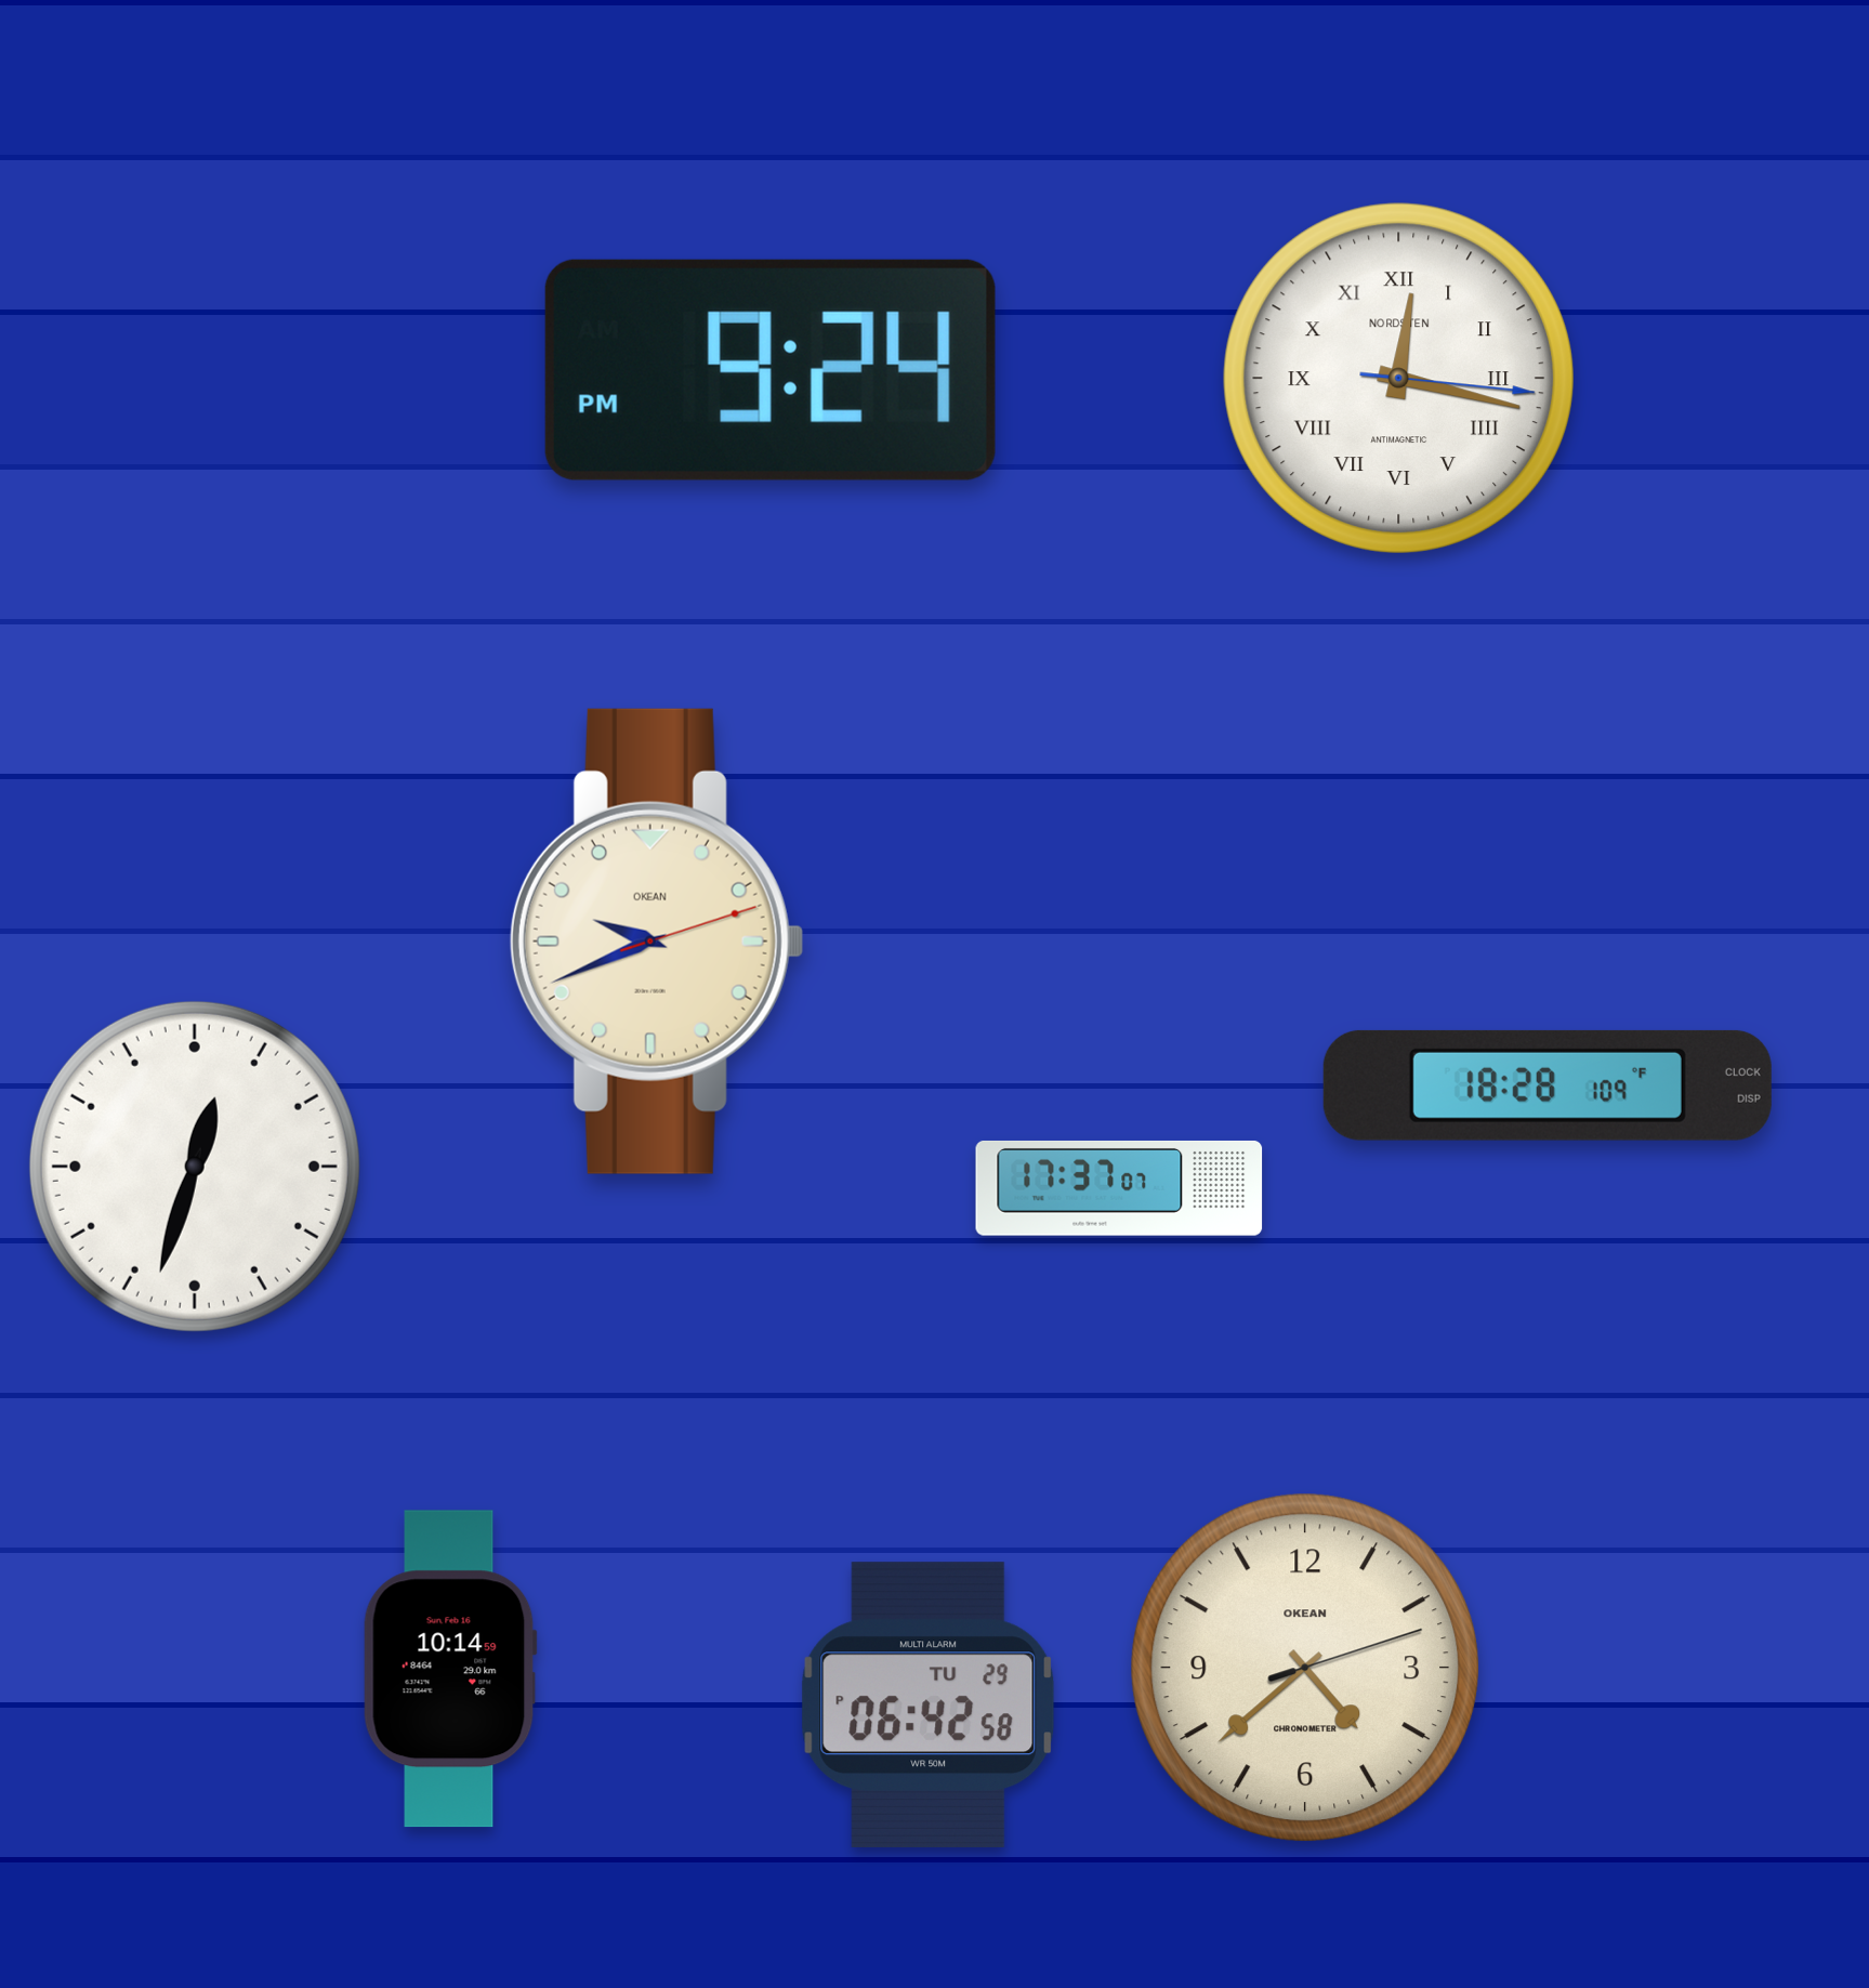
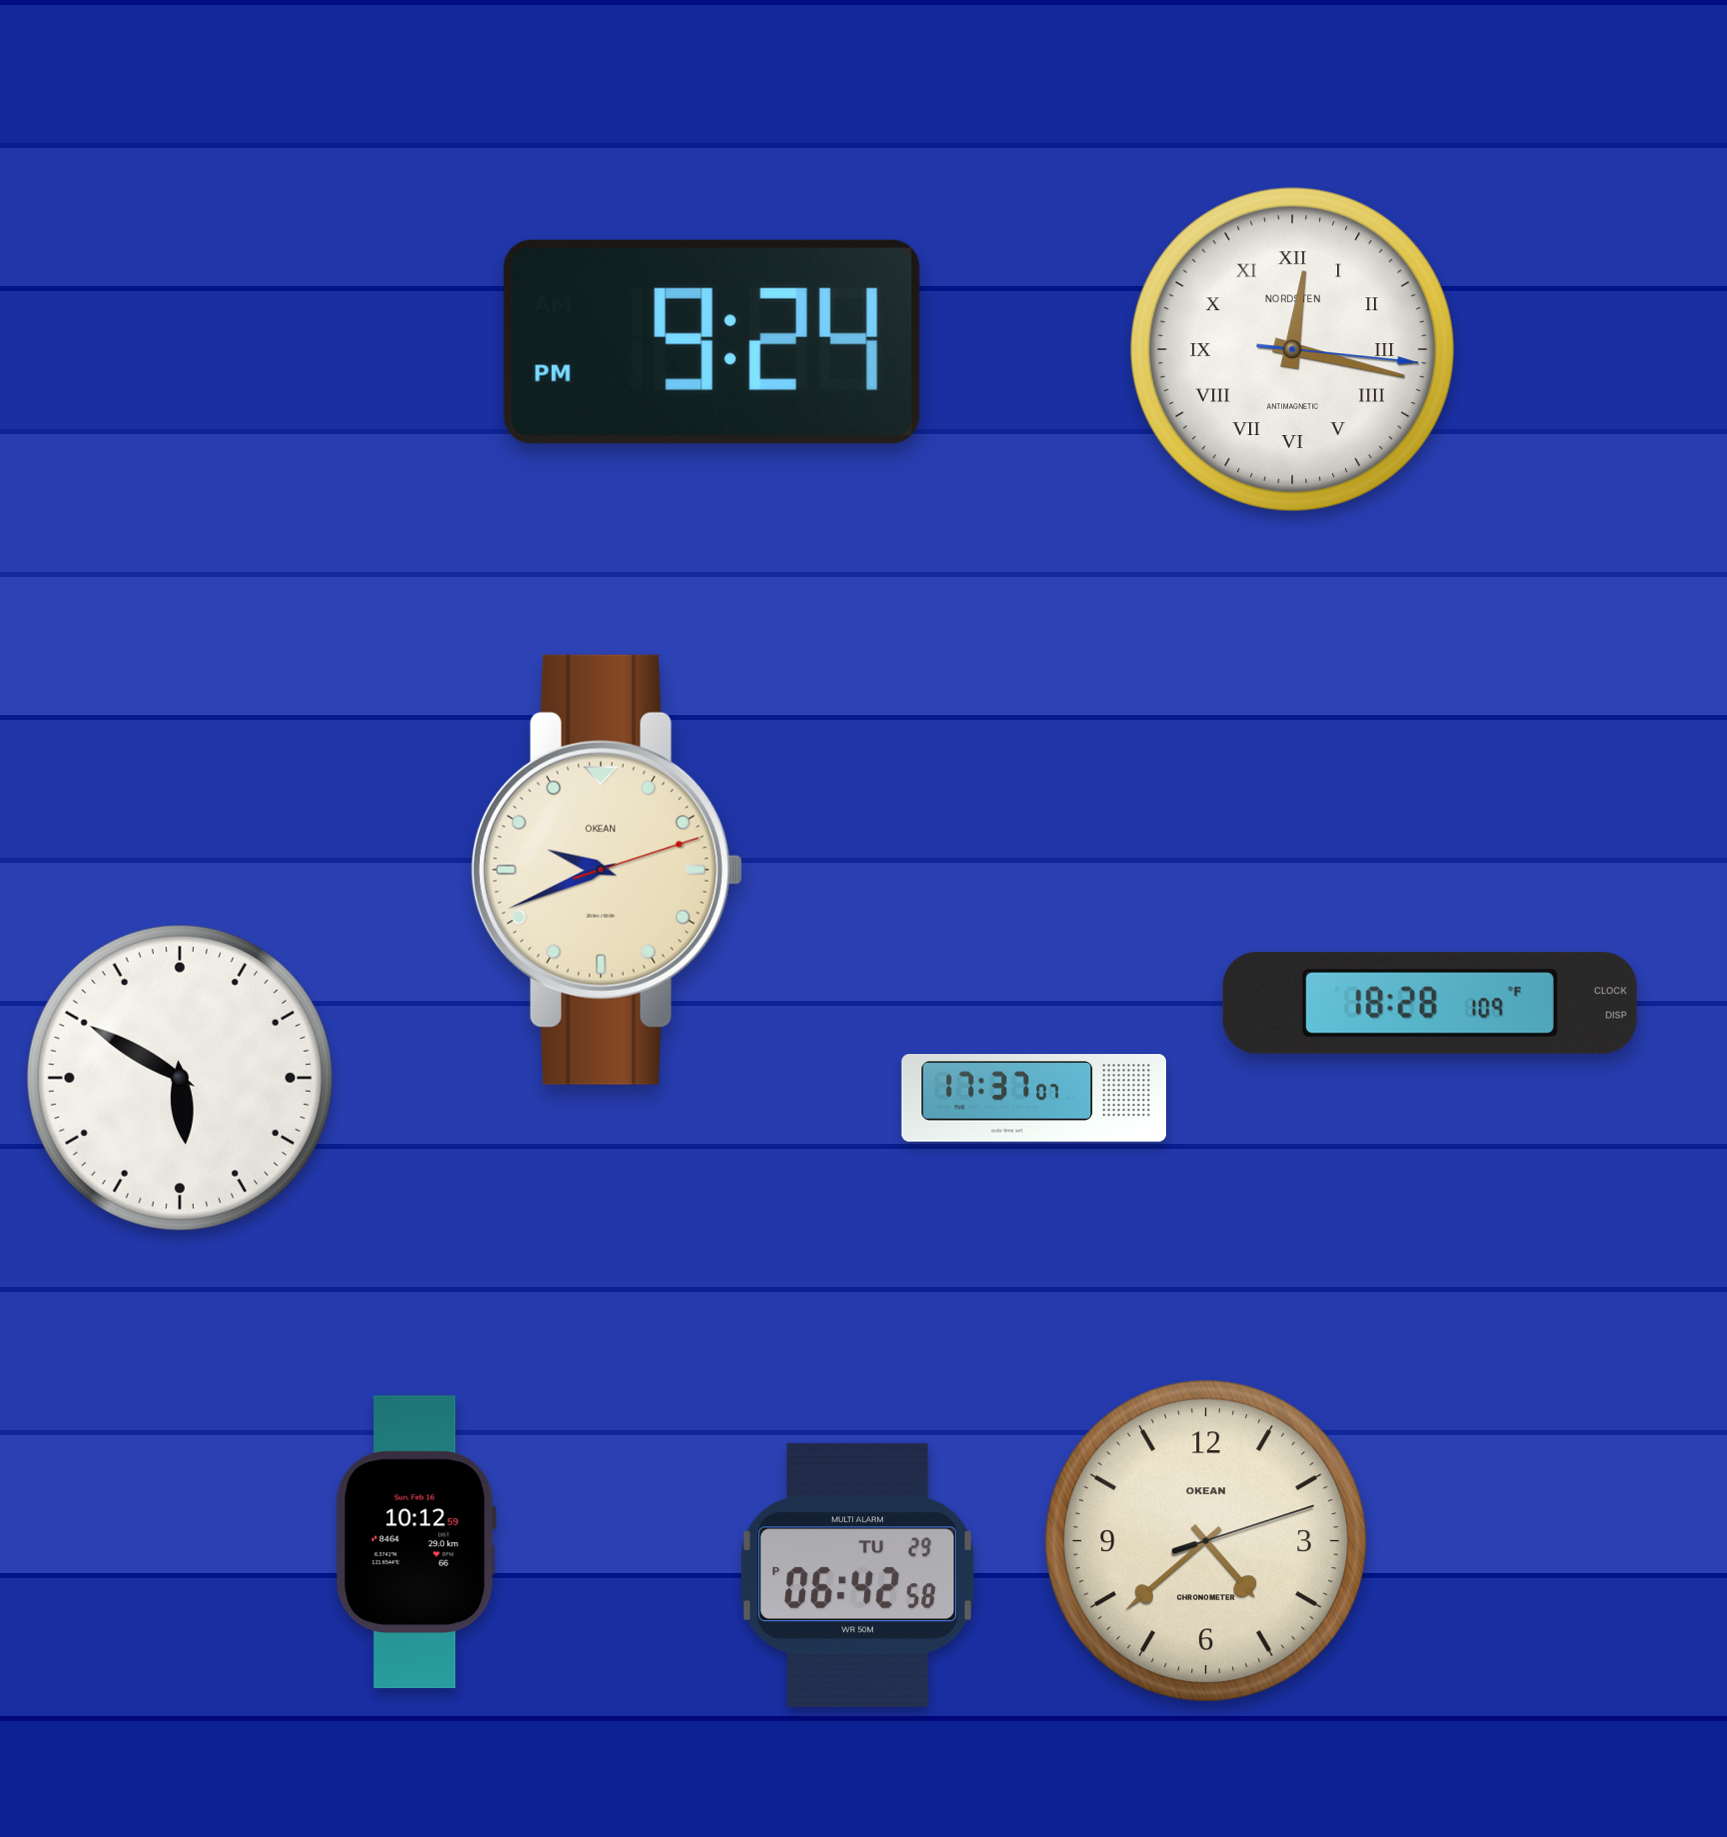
clock at (195, 1167): 12:33 -> 5:50
clock at (450, 1669): 10:14 -> 10:12
